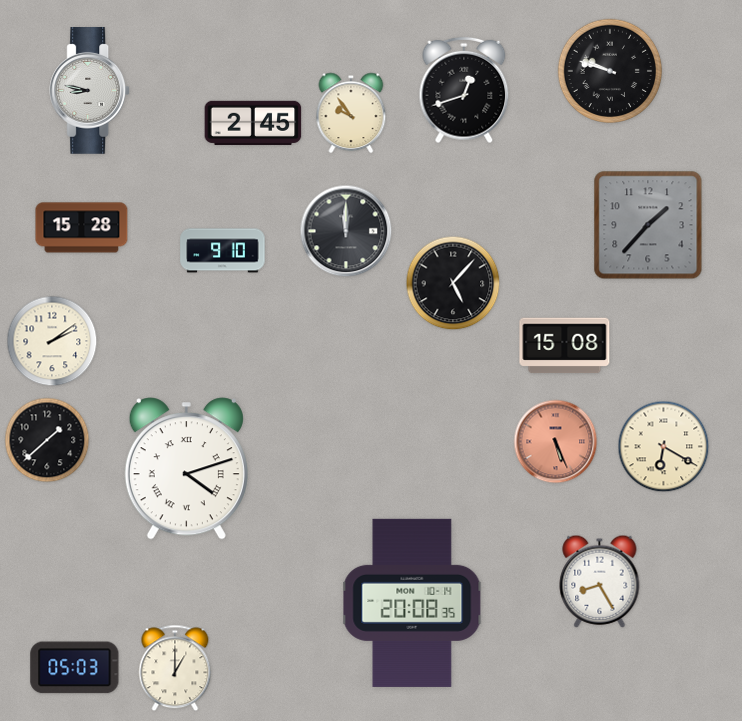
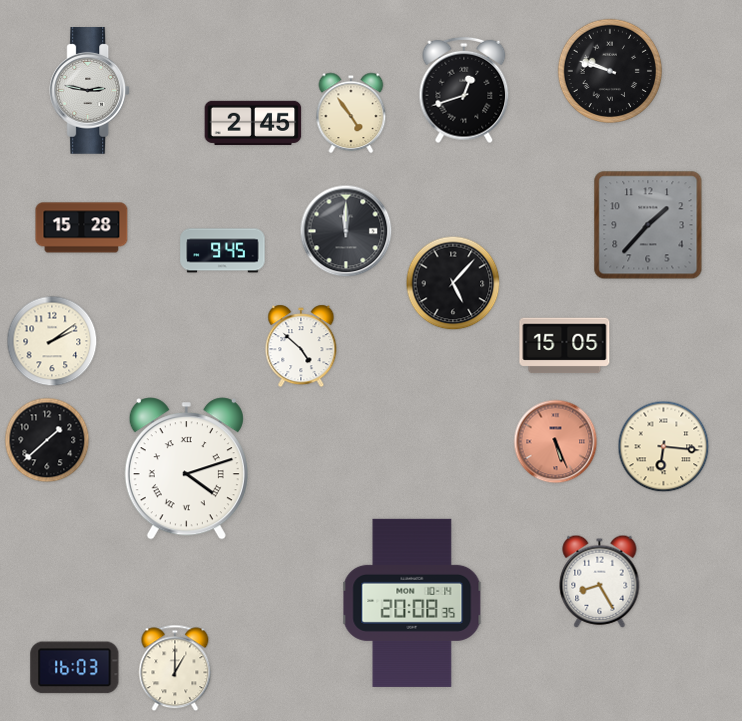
clock at (90, 91): 8:47 -> 2:47
clock at (351, 113): 9:54 -> 4:54
clock at (223, 251): 9:10 -> 9:45
clock at (301, 346): none -> 4:52
clock at (565, 346): 15:08 -> 15:05
clock at (664, 447): 6:20 -> 6:16
clock at (75, 668): 05:03 -> 16:03
